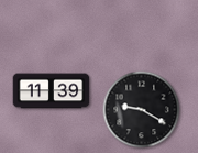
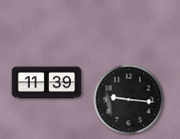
clock at (142, 110): 9:20 -> 9:16
